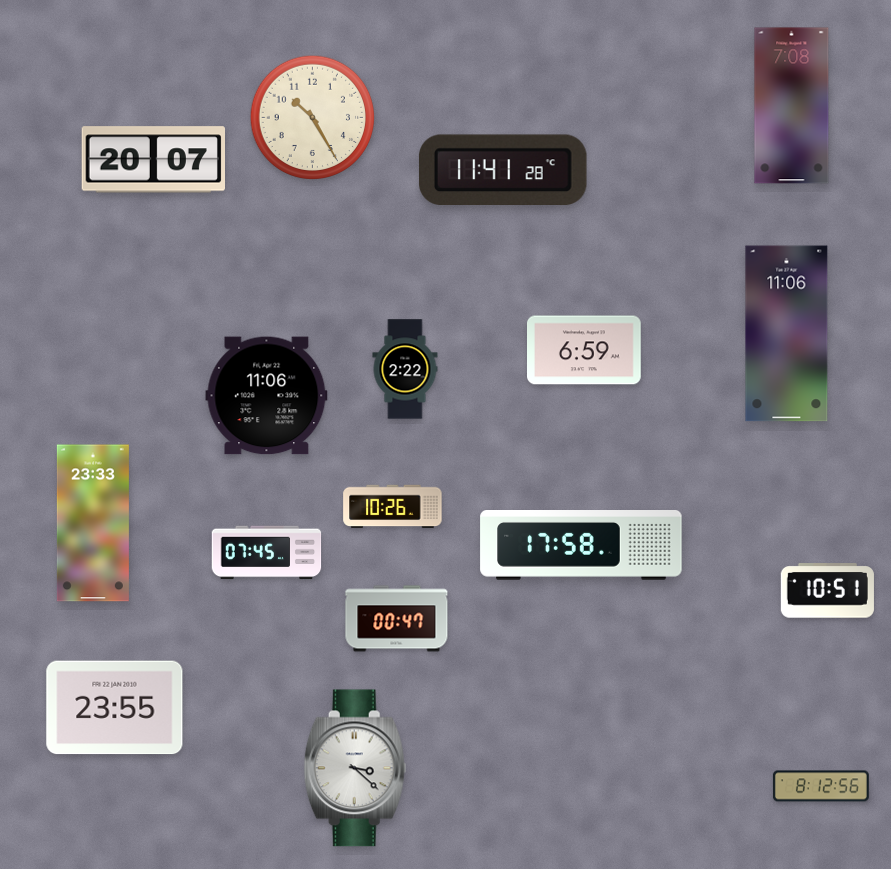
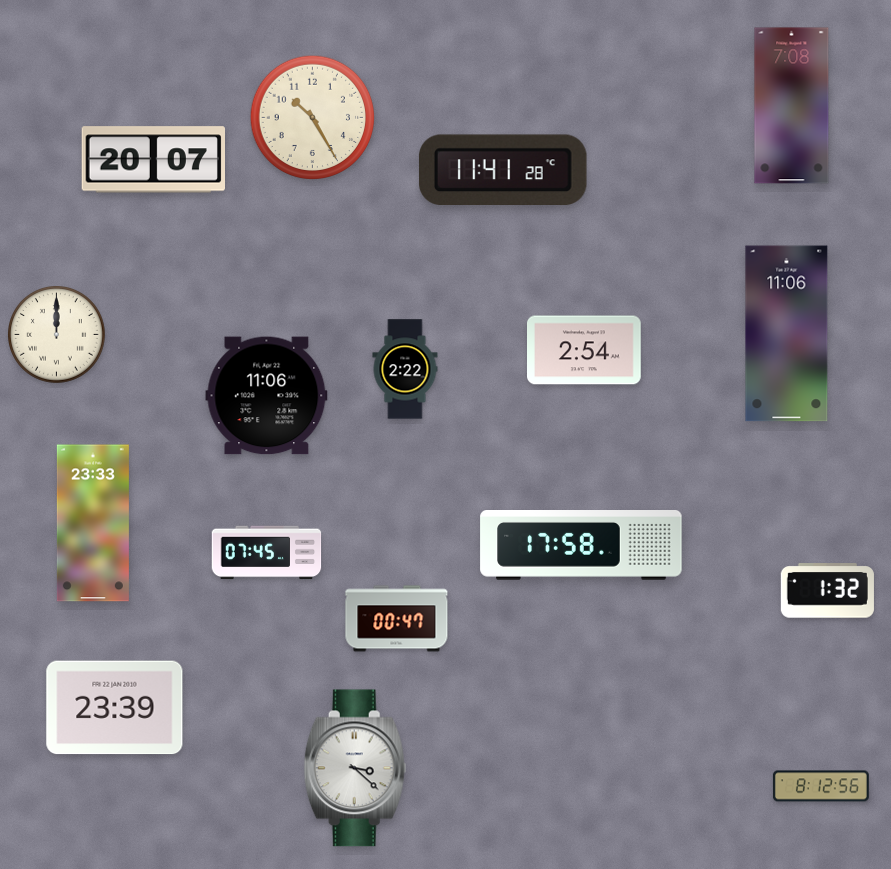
clock at (57, 335): none -> 12:00
clock at (585, 350): 6:59 -> 2:54
clock at (393, 507): 10:26 -> none
clock at (827, 591): 10:51 -> 1:32
clock at (115, 708): 23:55 -> 23:39
